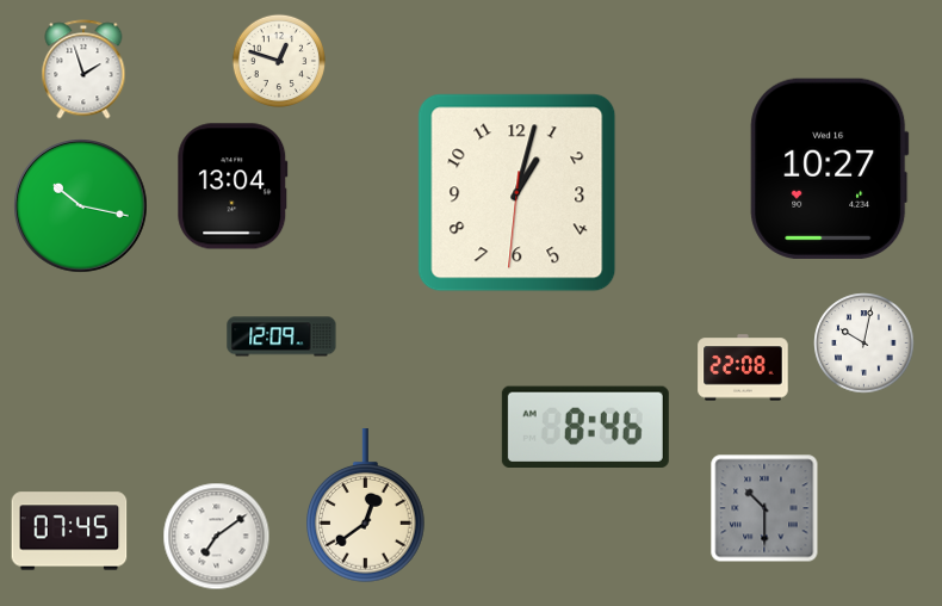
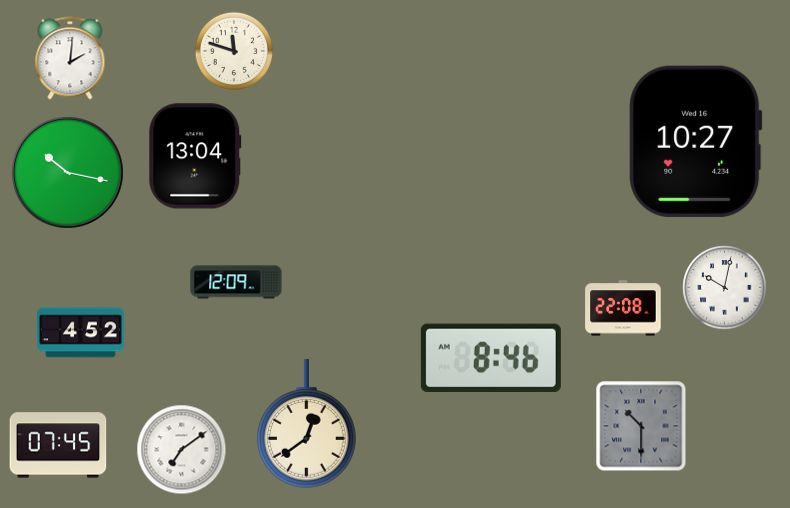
clock at (278, 60): 12:48 -> 11:48
clock at (83, 69): 1:57 -> 2:01
clock at (518, 193): 1:02 -> none
clock at (80, 333): none -> 4:52
